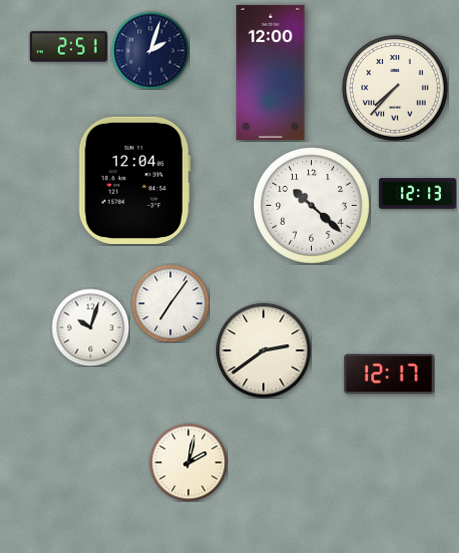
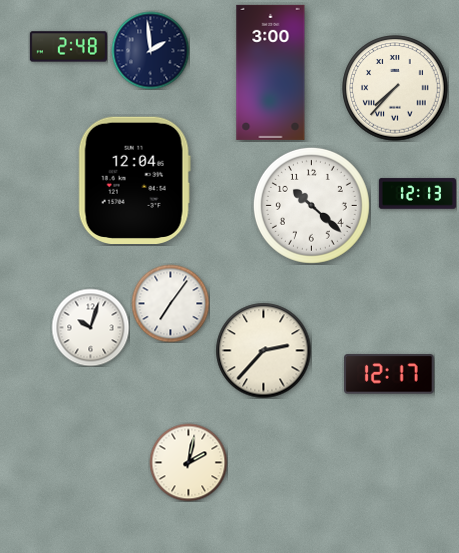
clock at (68, 47): 2:51 -> 2:48
clock at (150, 50): 2:03 -> 1:59
clock at (271, 72): 12:00 -> 3:00
clock at (263, 350): 2:39 -> 2:37
